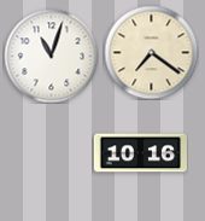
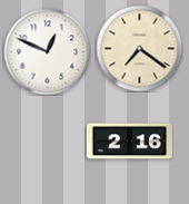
clock at (51, 56): 11:03 -> 12:49
clock at (140, 153): 10:16 -> 2:16
